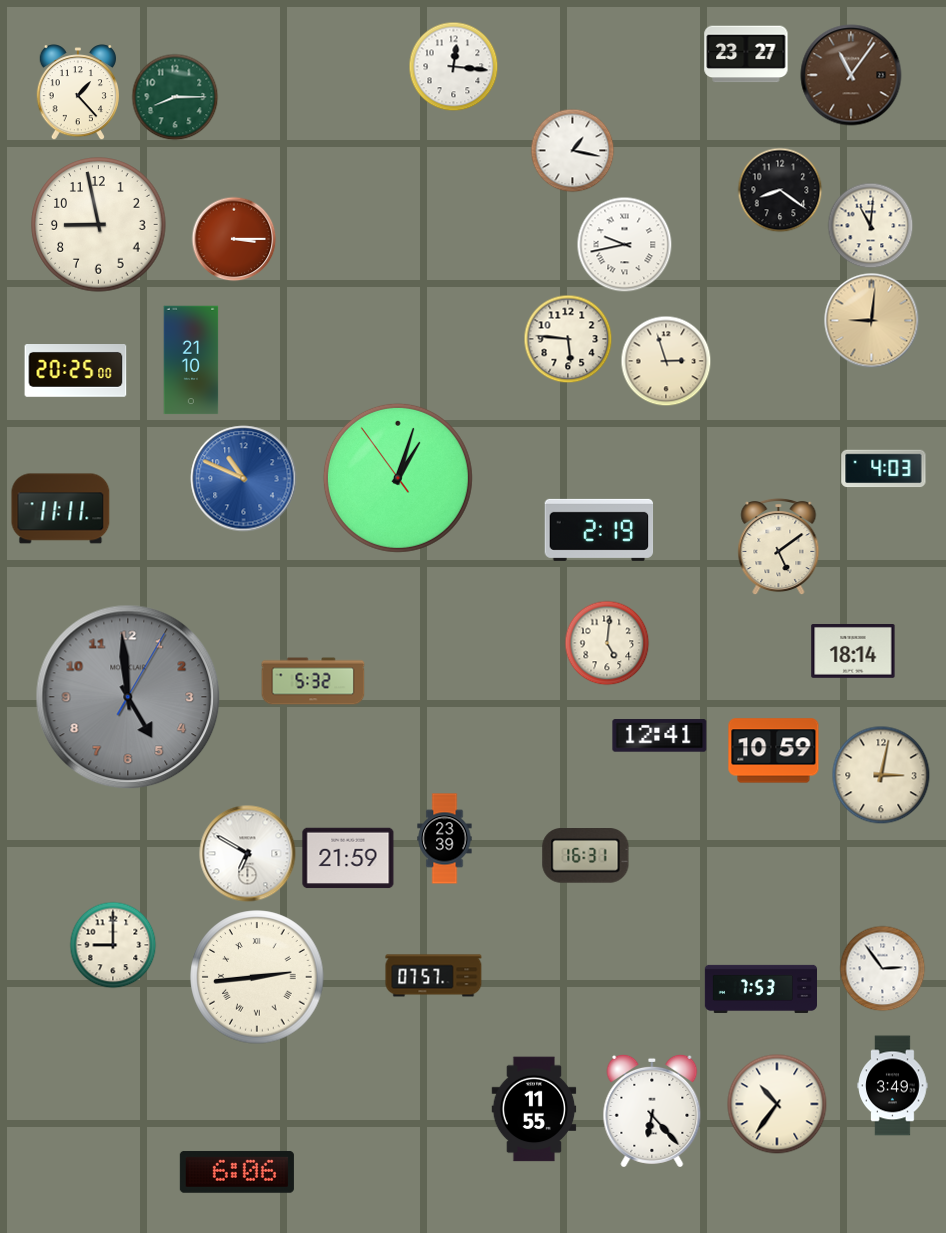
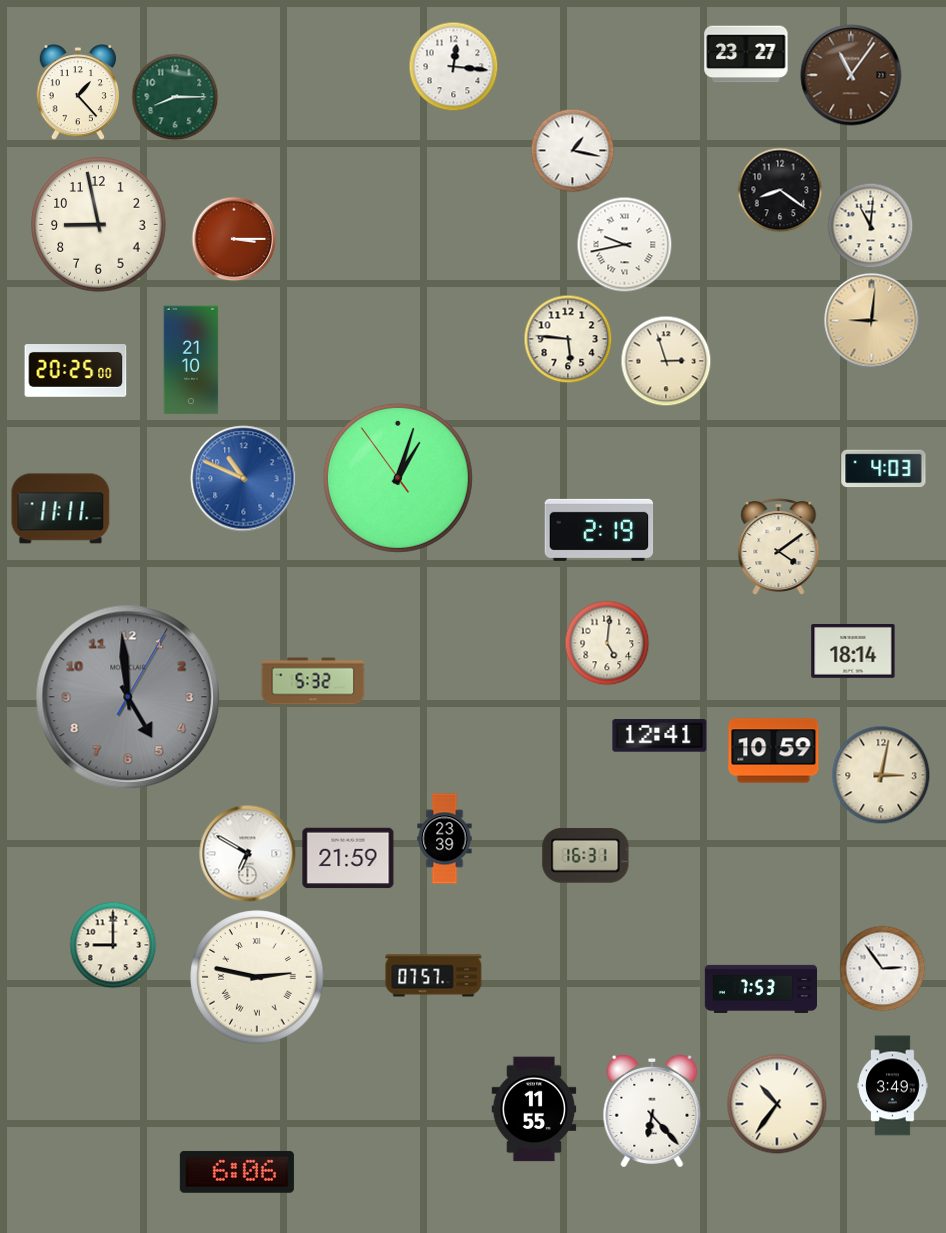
clock at (779, 546): 5:09 -> 4:09
clock at (257, 977): 2:44 -> 2:47
